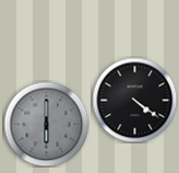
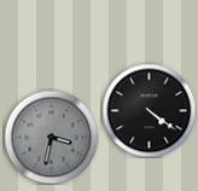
clock at (46, 124): 6:00 -> 3:32
